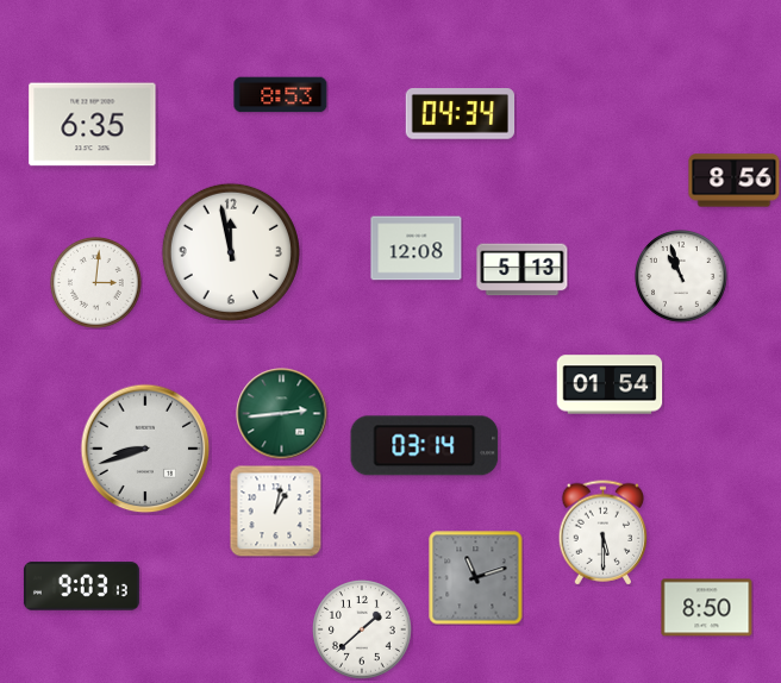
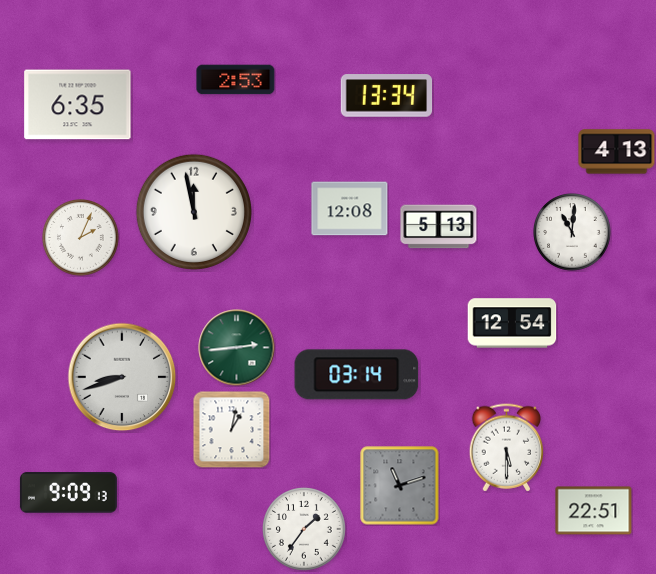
clock at (281, 95): 8:53 -> 2:53
clock at (461, 114): 04:34 -> 13:34
clock at (735, 181): 8:56 -> 4:13
clock at (681, 276): 10:57 -> 11:01
clock at (96, 283): 3:01 -> 2:04
clock at (610, 384): 01:54 -> 12:54
clock at (81, 587): 9:03 -> 9:09
clock at (707, 608): 8:50 -> 22:51
clock at (363, 631): 1:38 -> 1:36
